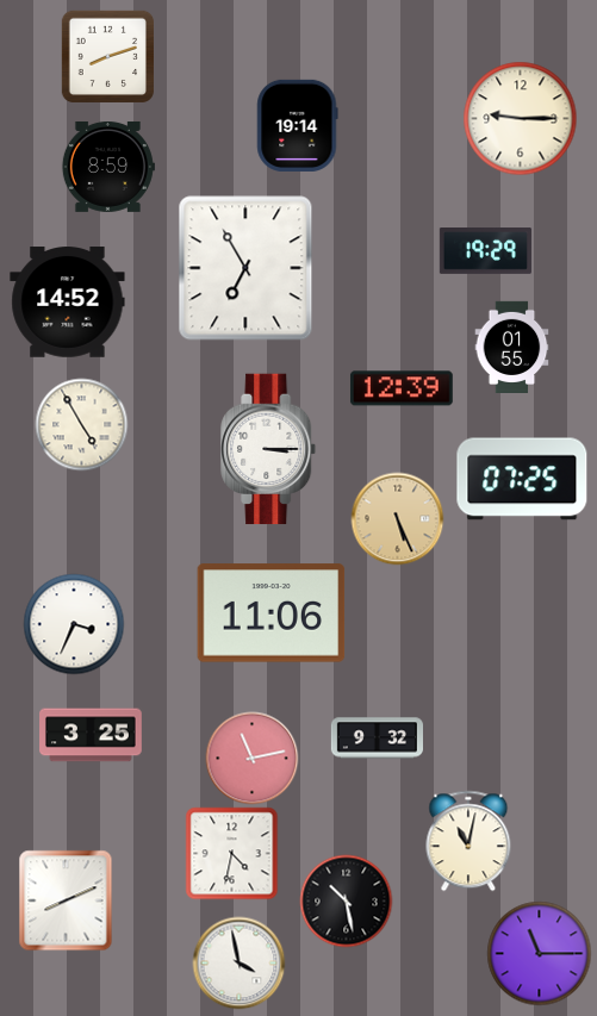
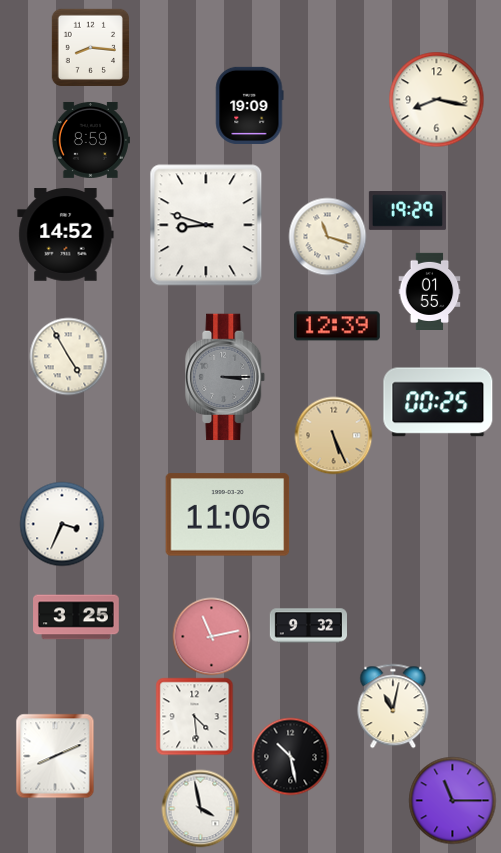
clock at (107, 56): 8:12 -> 8:16
clock at (520, 118): 9:15 -> 8:17
clock at (298, 125): 19:14 -> 19:09
clock at (245, 268): 6:55 -> 8:48
clock at (327, 236): none -> 11:18
clock at (68, 303) position: (68, 303) -> (66, 235)
clock at (269, 449) dial: white -> grey
clock at (522, 479): 07:25 -> 00:25
clock at (377, 738) position: (377, 738) -> (308, 626)
clock at (231, 853): 4:32 -> 4:29
